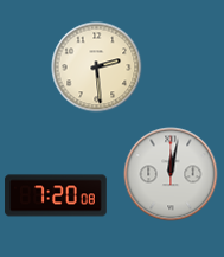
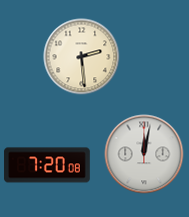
clock at (171, 174) position: (171, 174) -> (144, 154)
